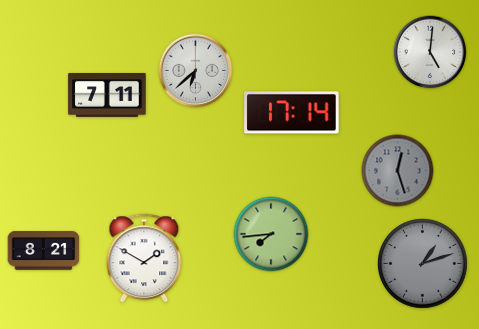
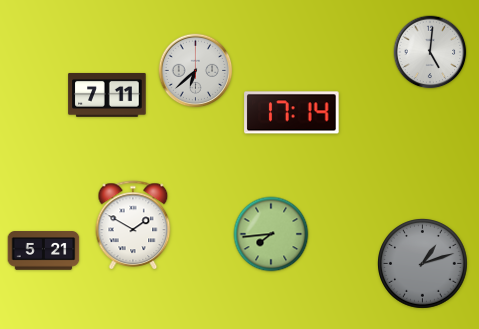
clock at (398, 171): 12:27 -> none
clock at (44, 251): 8:21 -> 5:21
clock at (144, 258) position: (144, 258) -> (133, 225)
